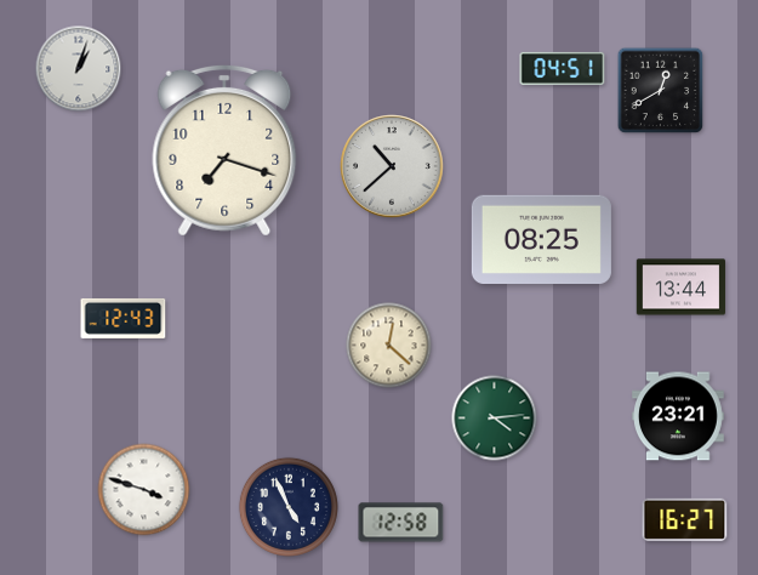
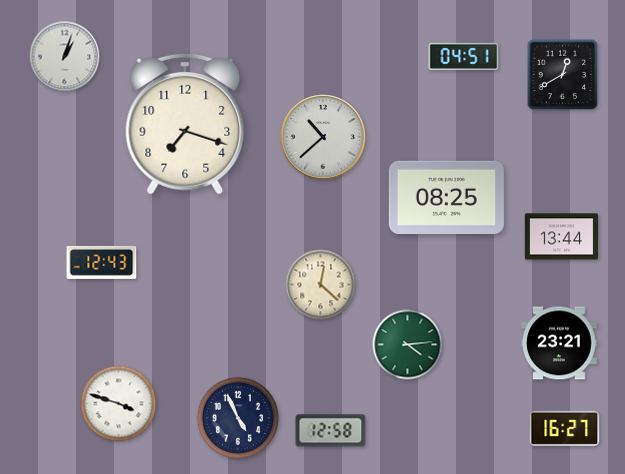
clock at (661, 91) position: (661, 91) -> (563, 75)
